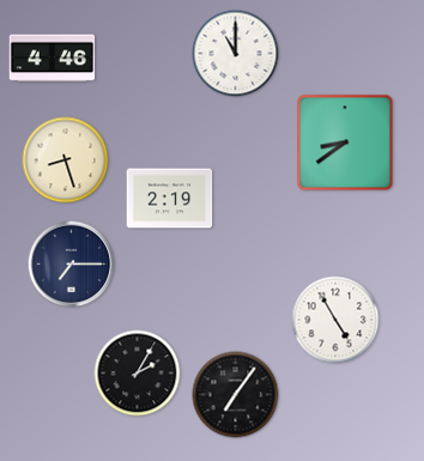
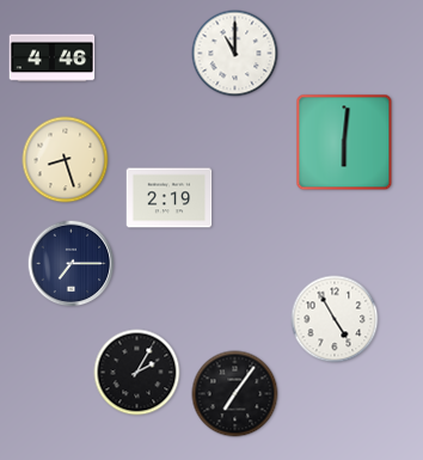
clock at (345, 142): 8:39 -> 6:01
